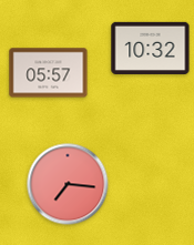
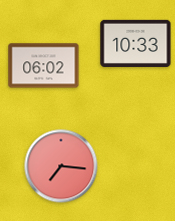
clock at (151, 48): 10:32 -> 10:33
clock at (49, 73): 05:57 -> 06:02
